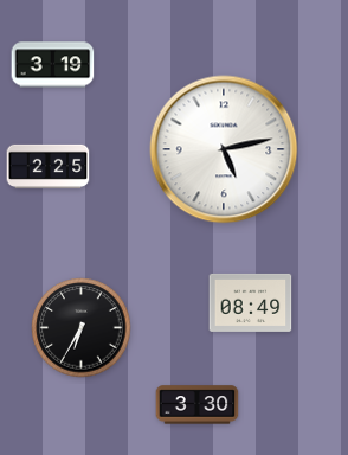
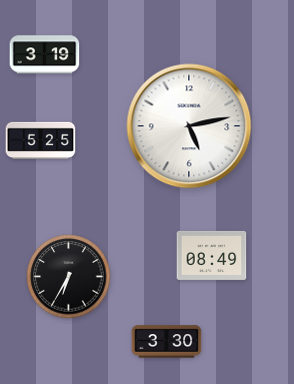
clock at (49, 166): 2:25 -> 5:25
